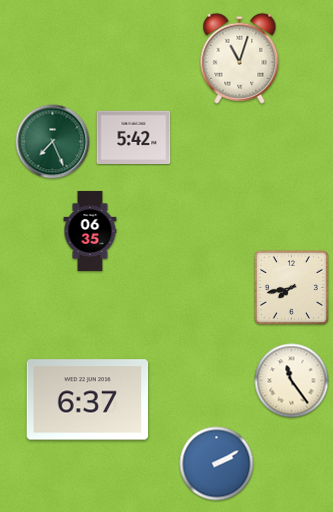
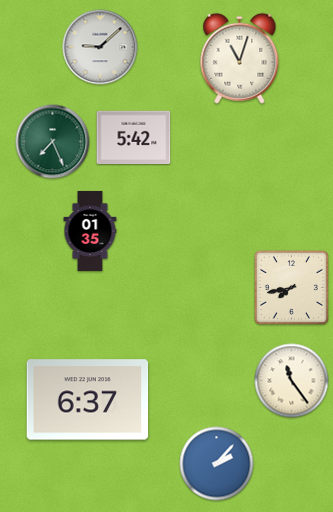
clock at (100, 47): none -> 9:08
clock at (90, 231): 06:35 -> 01:35
clock at (217, 464): 2:10 -> 2:07
